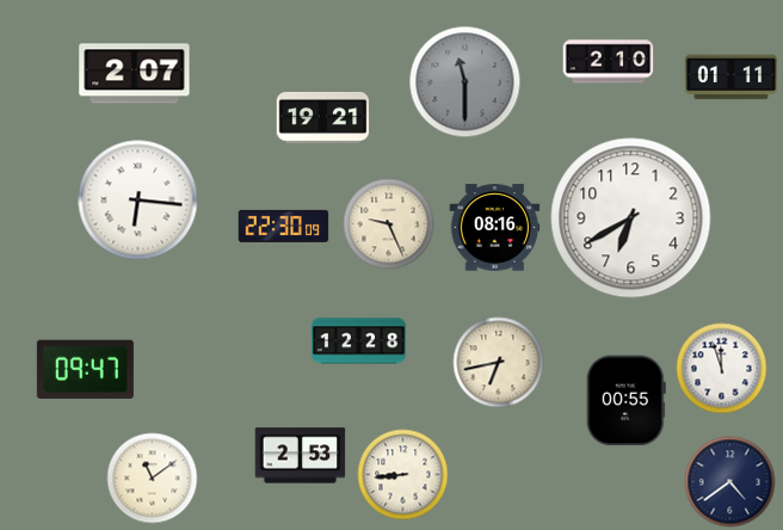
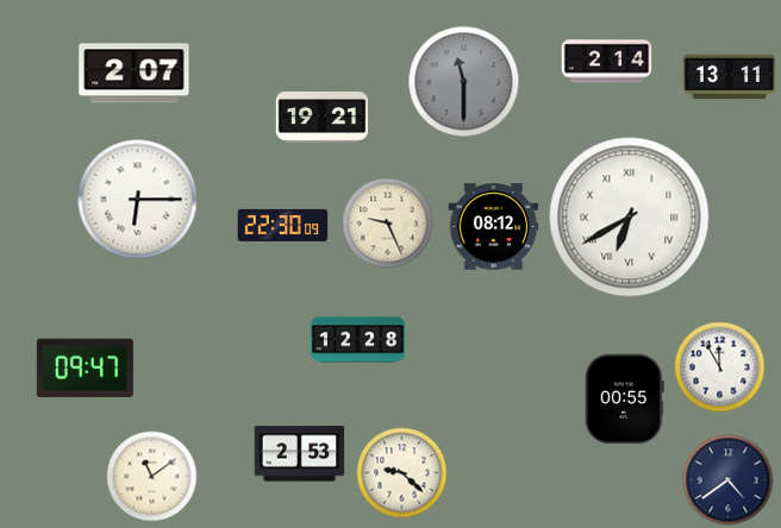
clock at (609, 62): 2:10 -> 2:14
clock at (732, 78): 01:11 -> 13:11
clock at (138, 201): 6:16 -> 6:15
clock at (631, 218) numerals: Arabic -> Roman
clock at (495, 228): 08:16 -> 08:12
clock at (499, 363): 6:43 -> none
clock at (722, 369): 11:57 -> 11:55
clock at (403, 475): 8:44 -> 9:22
